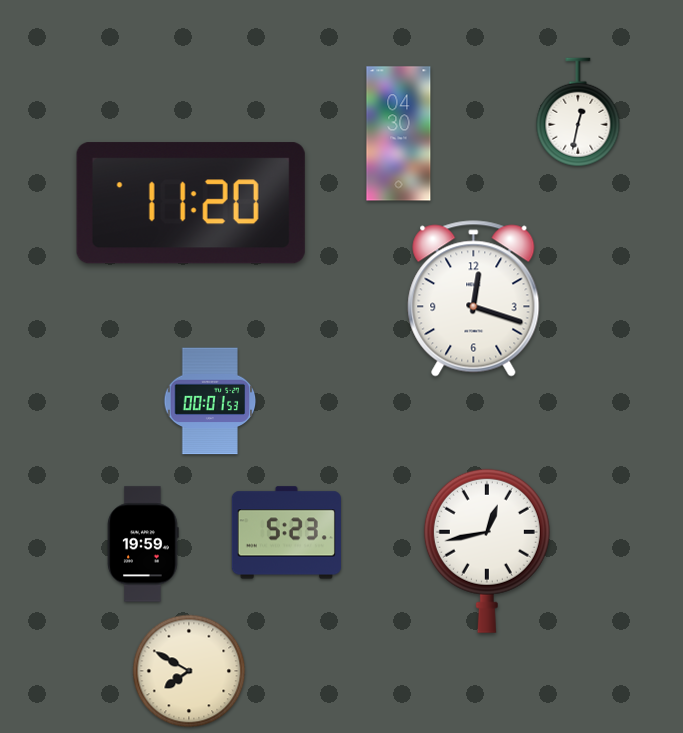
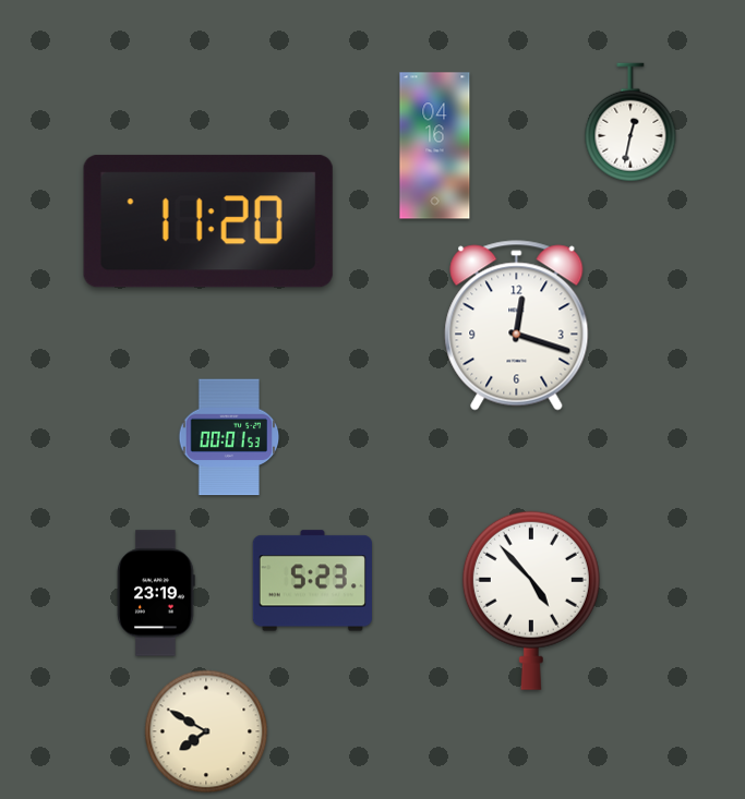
clock at (399, 134): 04:30 -> 04:16
clock at (143, 544): 19:59 -> 23:19
clock at (487, 551): 12:43 -> 4:53
